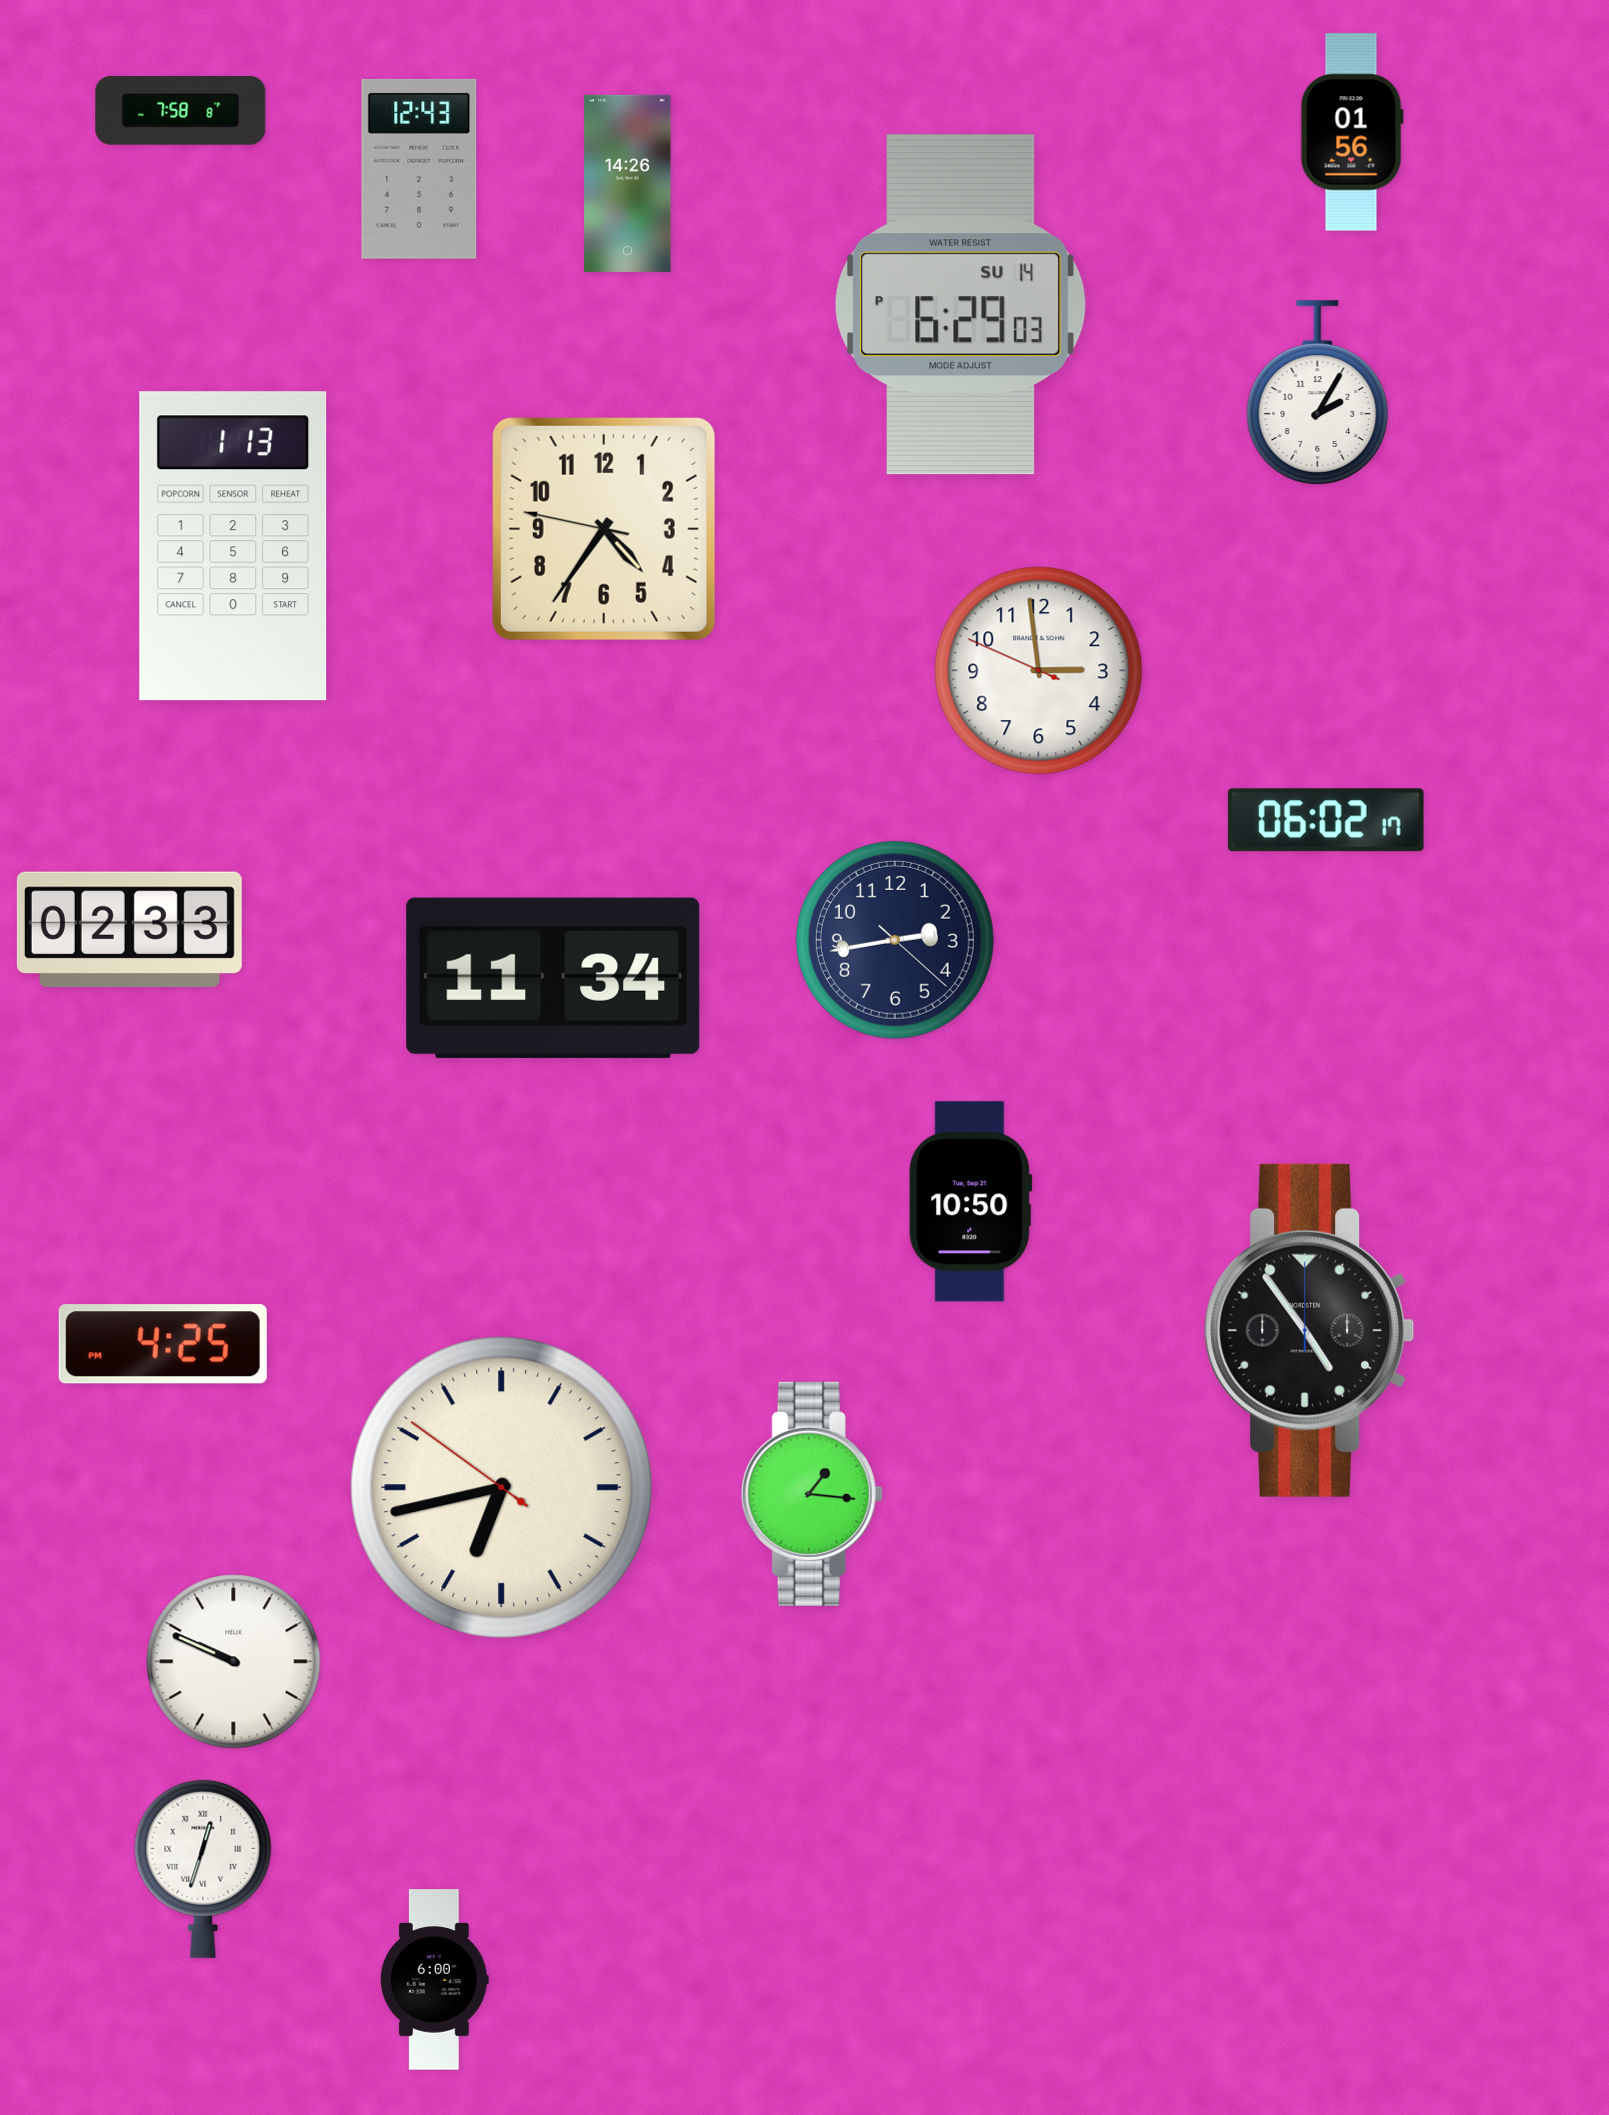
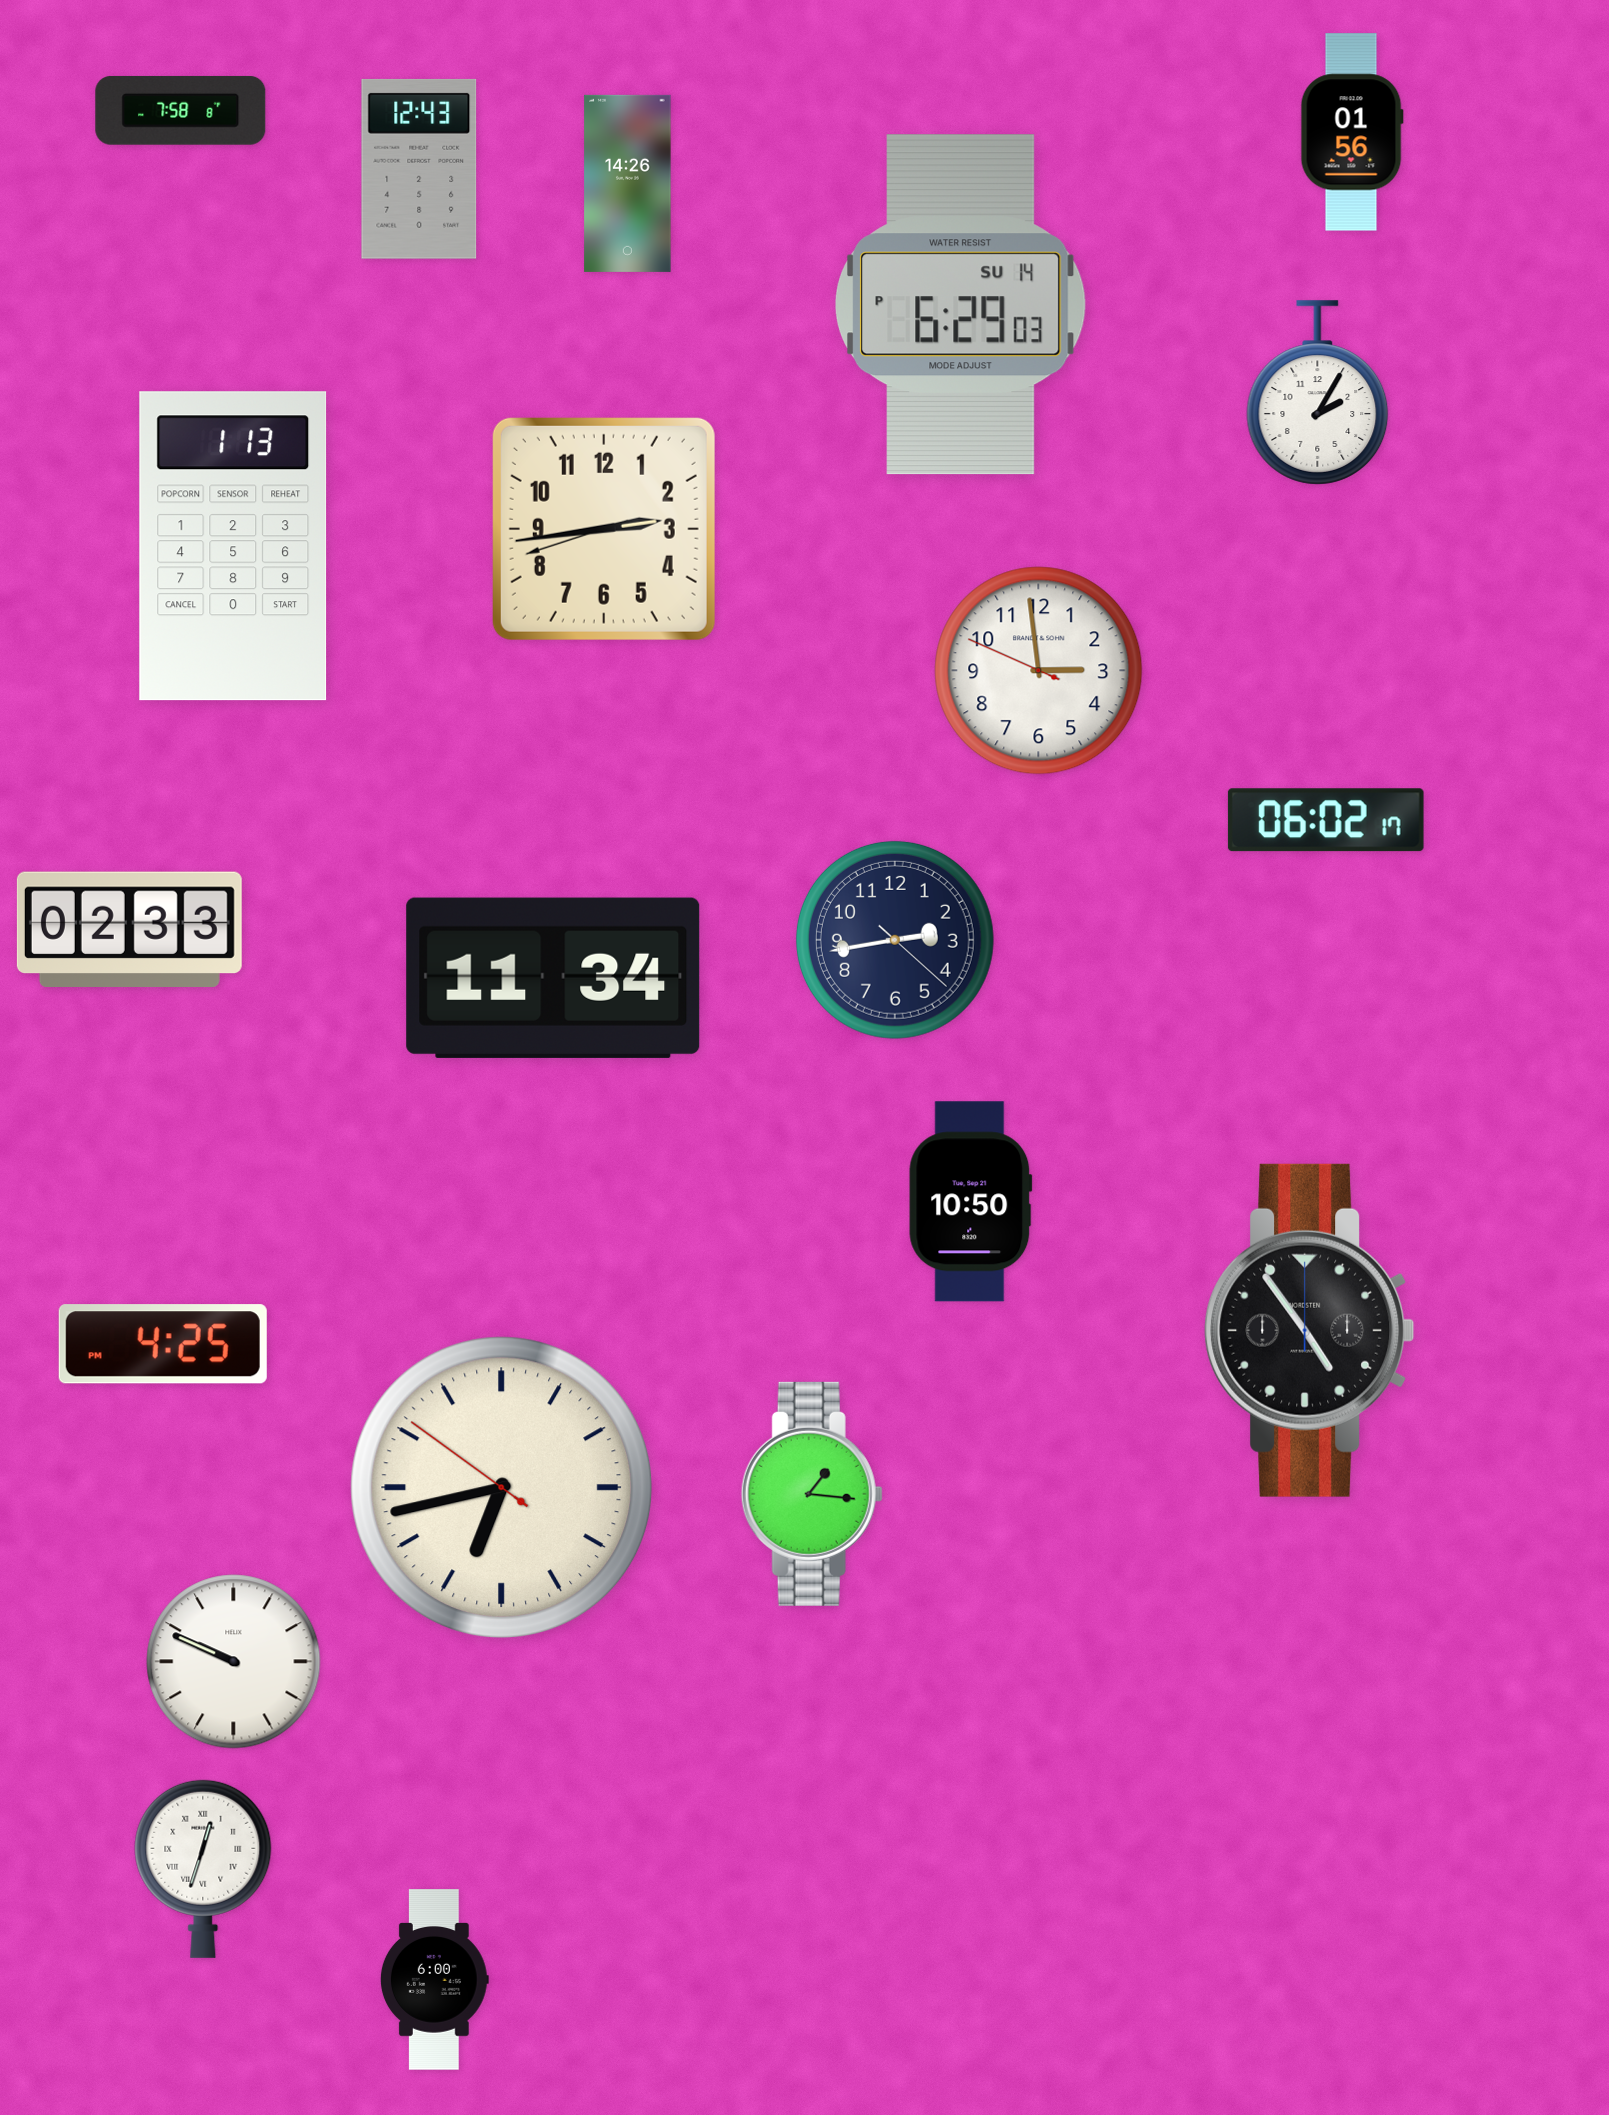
clock at (604, 529): 4:35 -> 2:43
